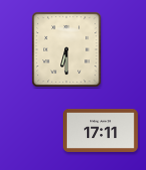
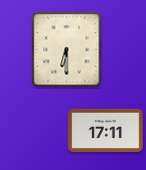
clock at (101, 130) position: (101, 130) -> (106, 130)
